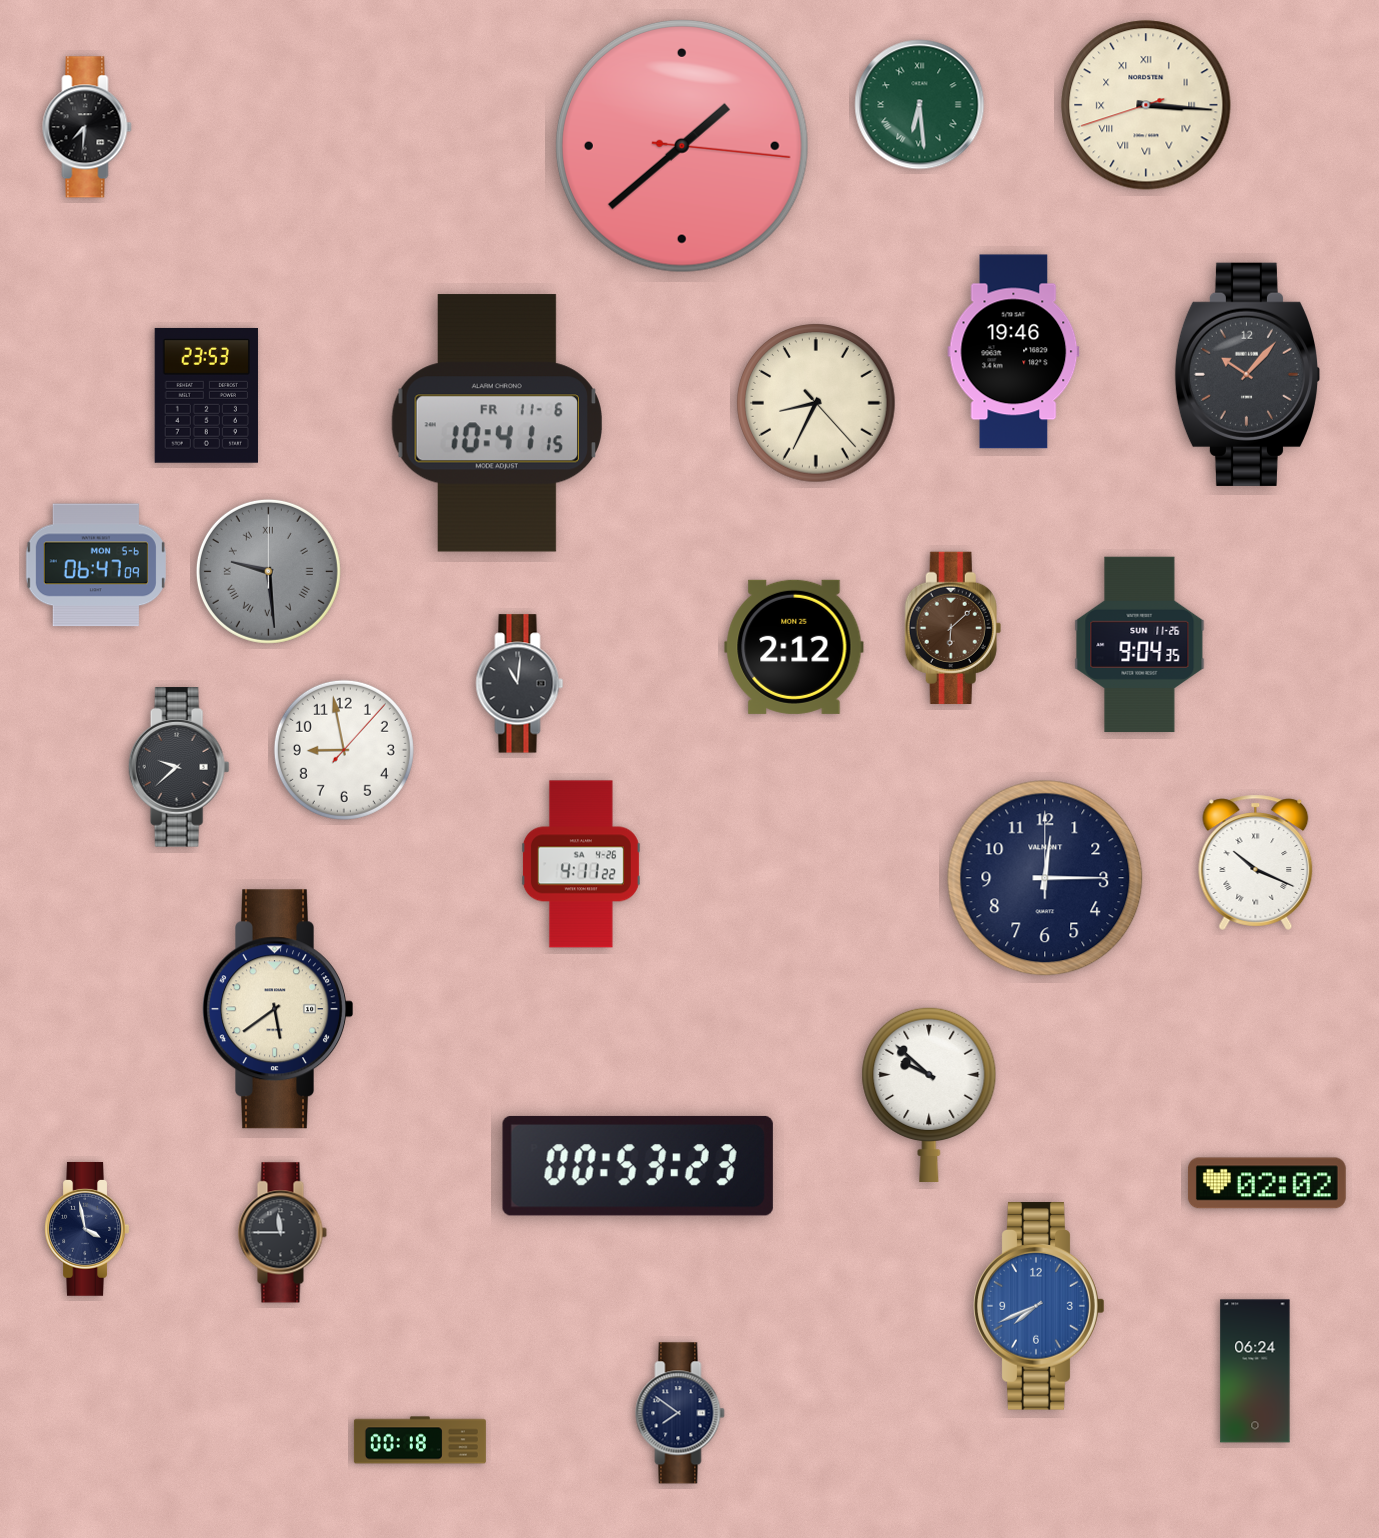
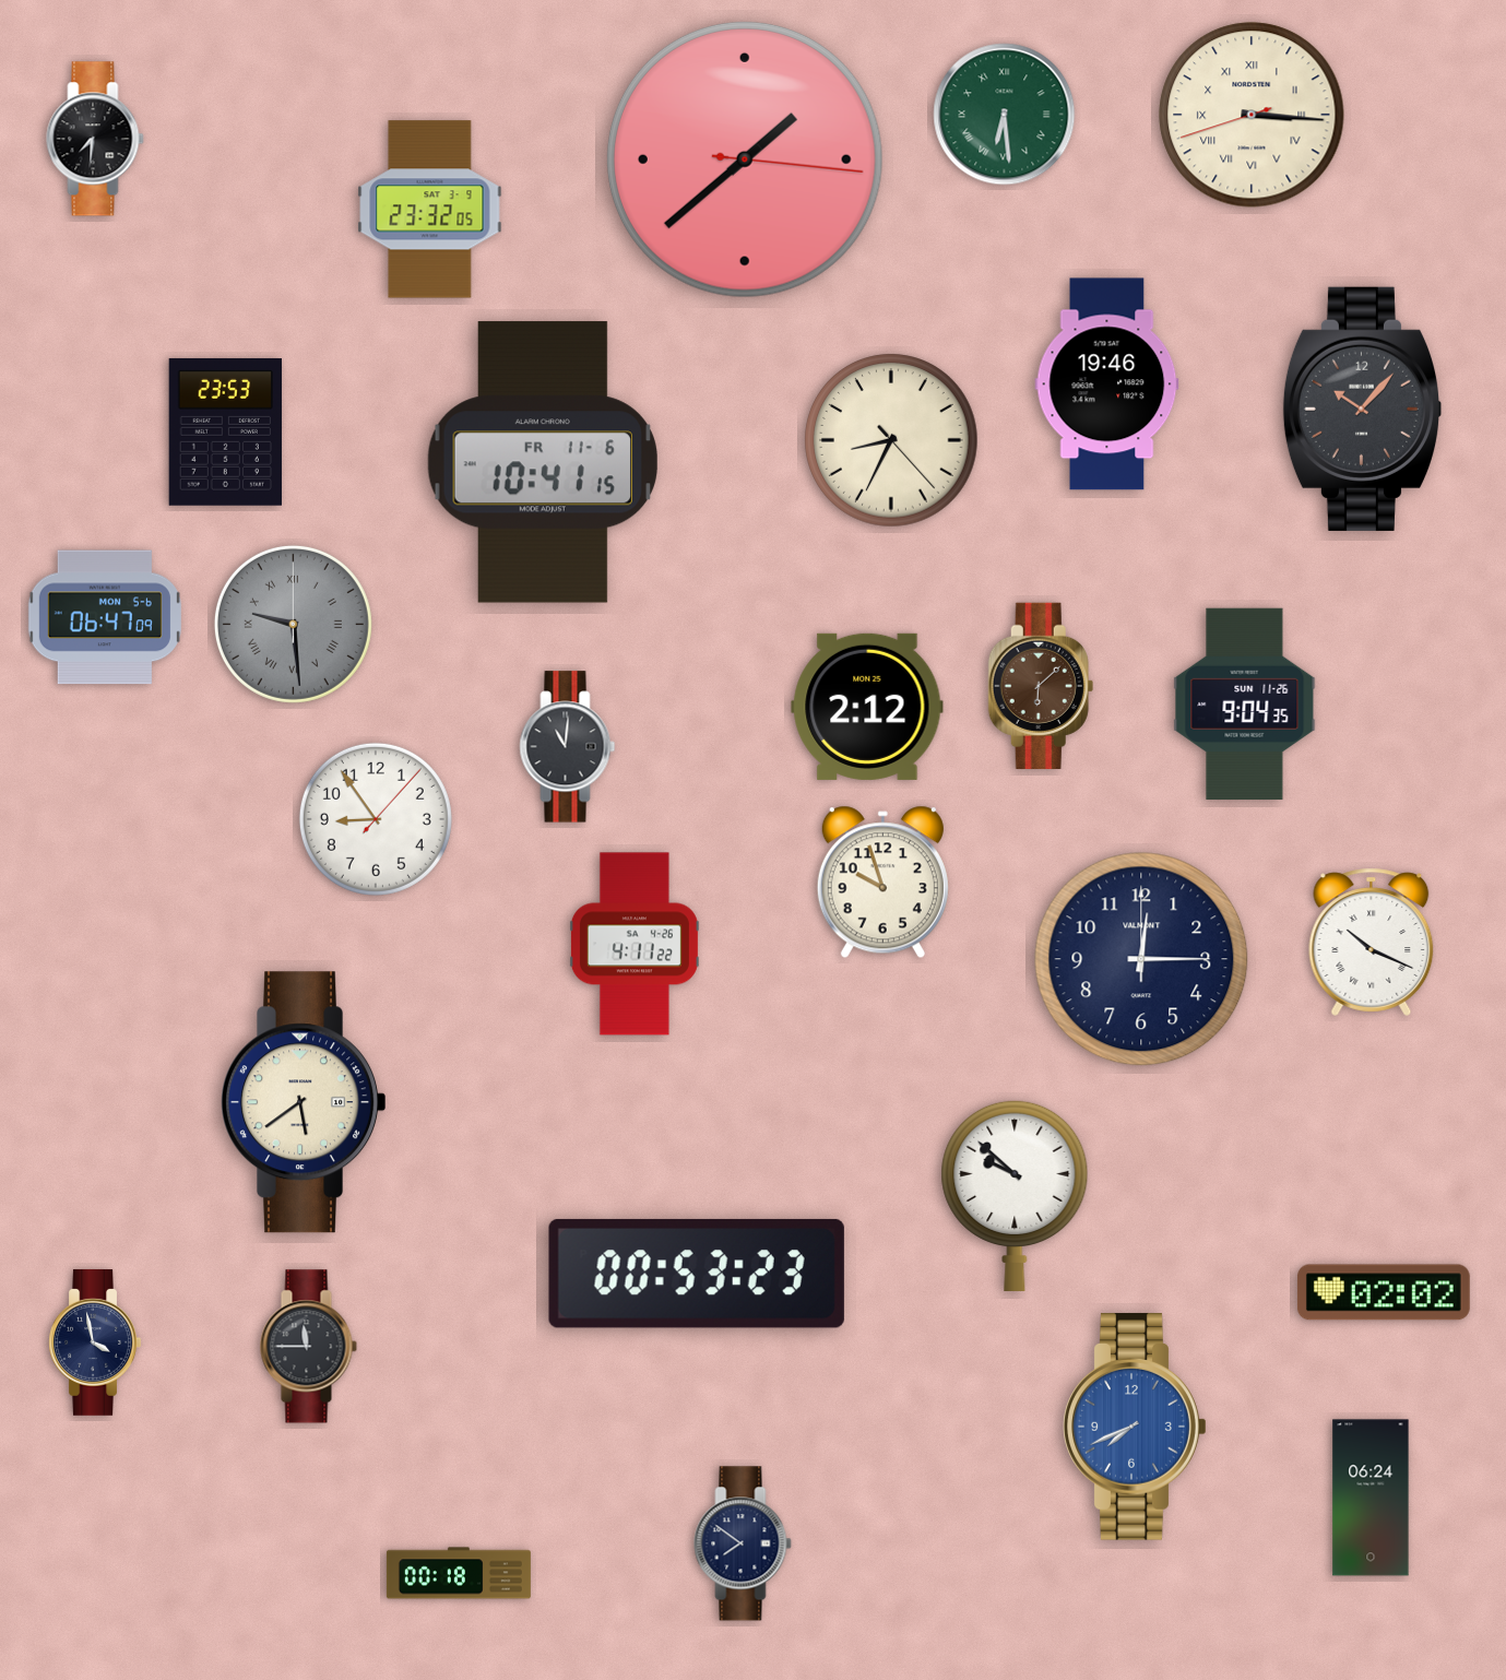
clock at (430, 210): none -> 23:32
clock at (344, 750): 8:58 -> 8:54
clock at (179, 767): 9:38 -> none
clock at (882, 883): none -> 9:57
